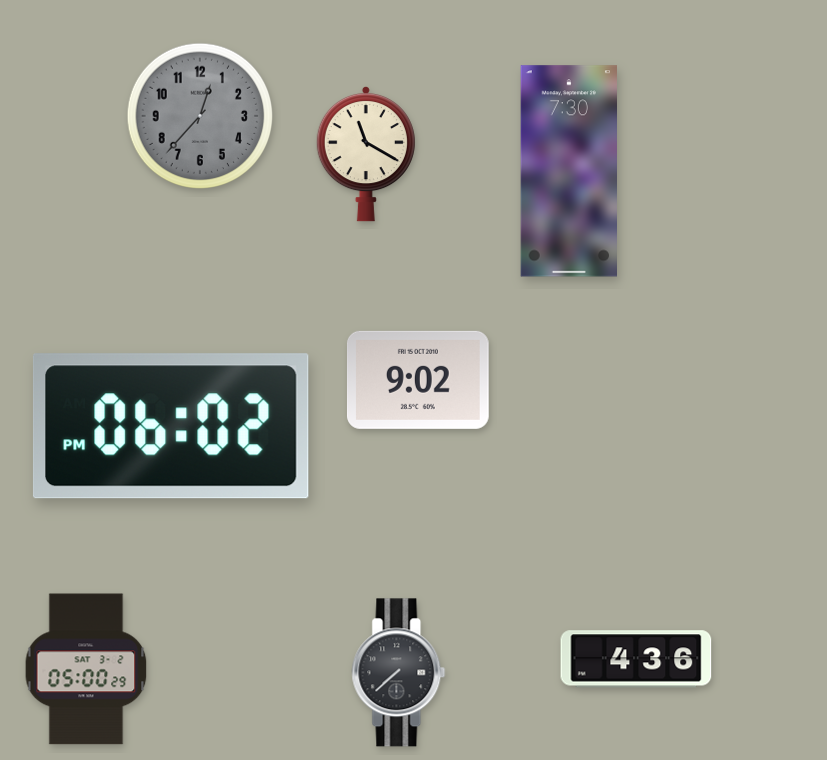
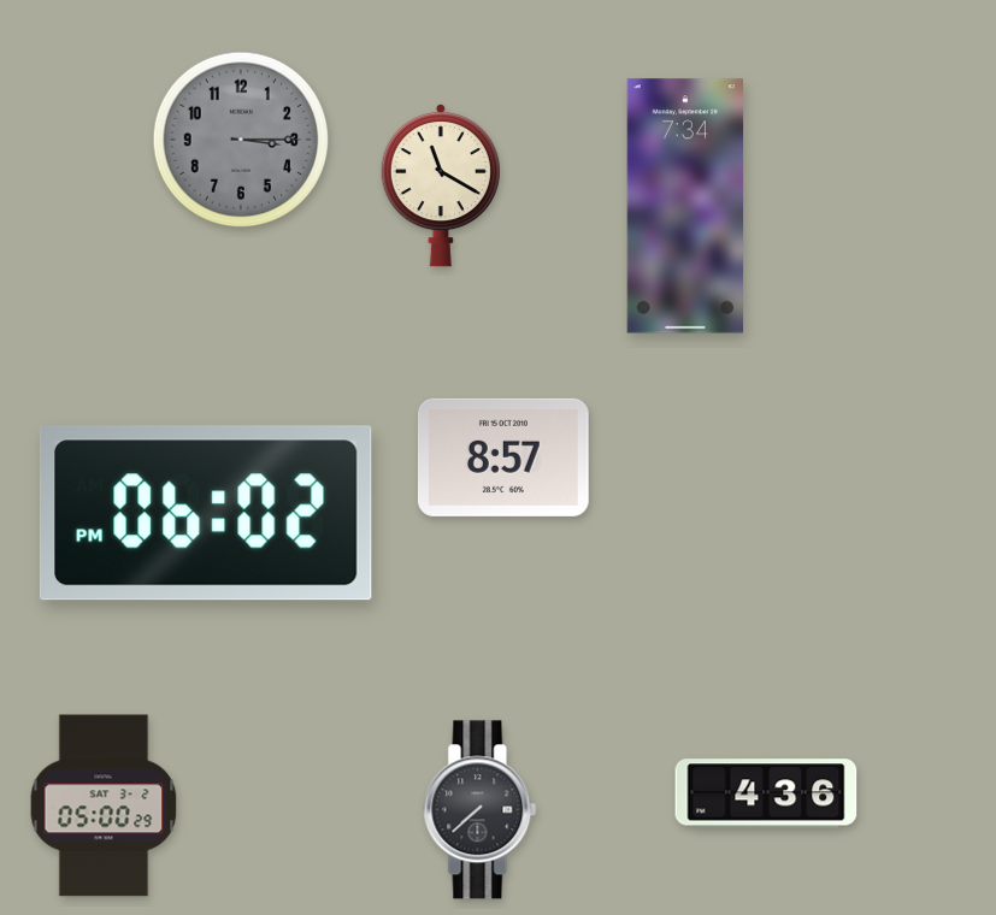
clock at (200, 116): 12:37 -> 3:15
clock at (568, 171): 7:30 -> 7:34
clock at (418, 380): 9:02 -> 8:57
